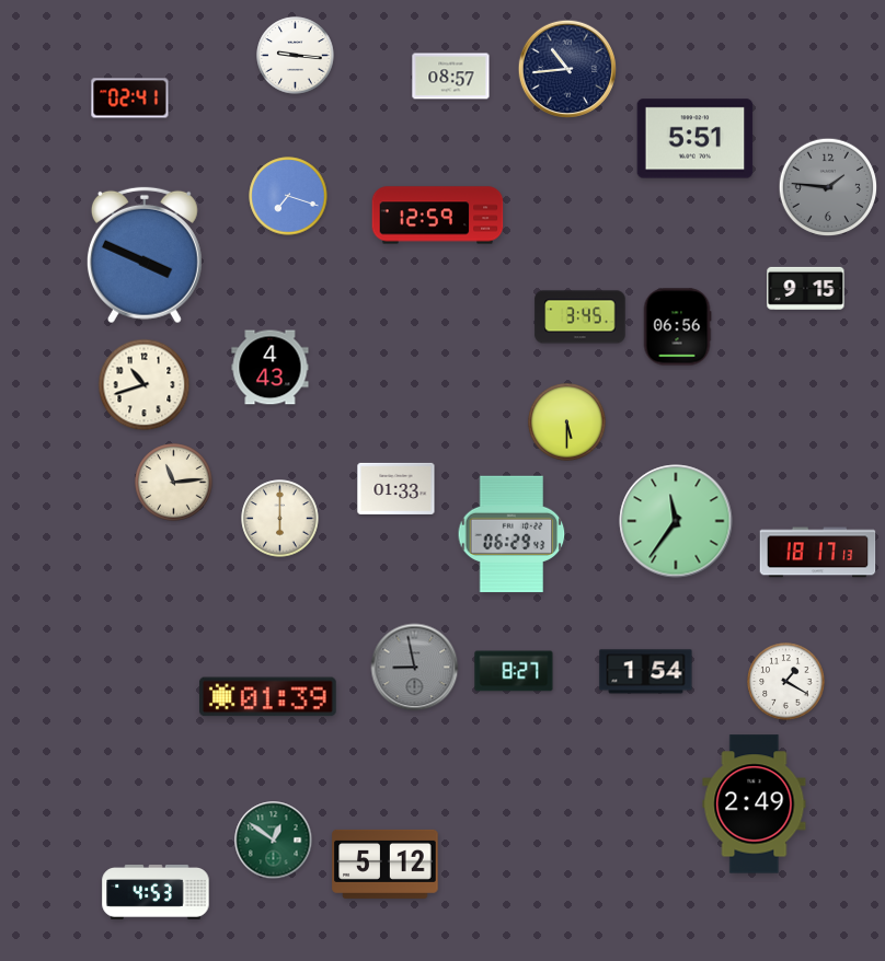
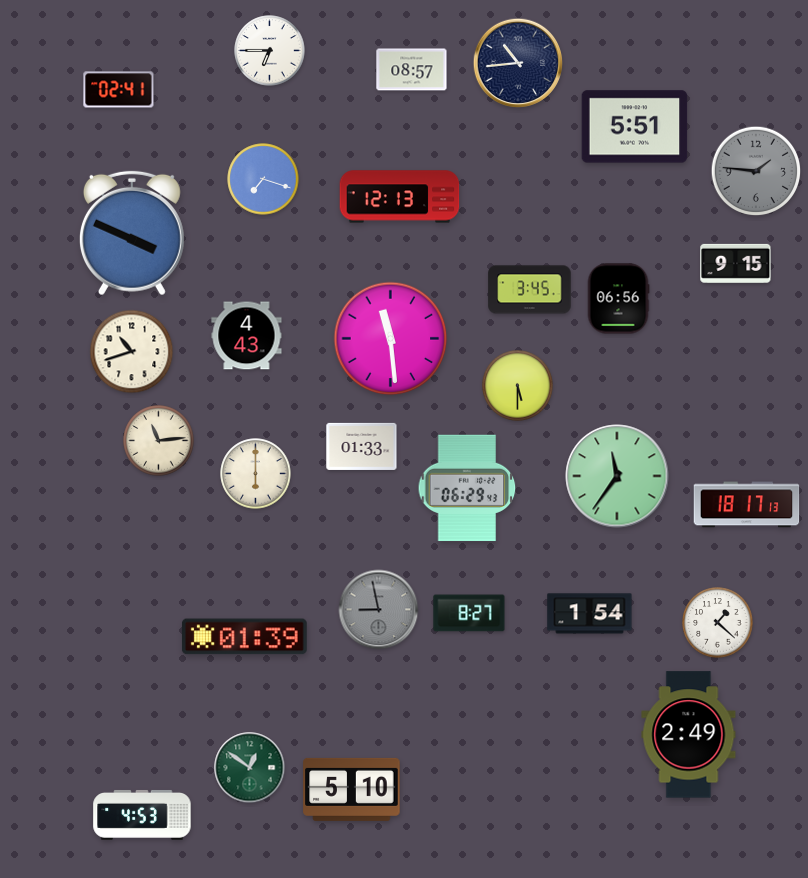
clock at (296, 56): 9:16 -> 6:45
clock at (438, 216): 12:59 -> 12:13
clock at (391, 339): none -> 11:29
clock at (786, 682): 1:20 -> 1:22
clock at (386, 864): 5:12 -> 5:10
